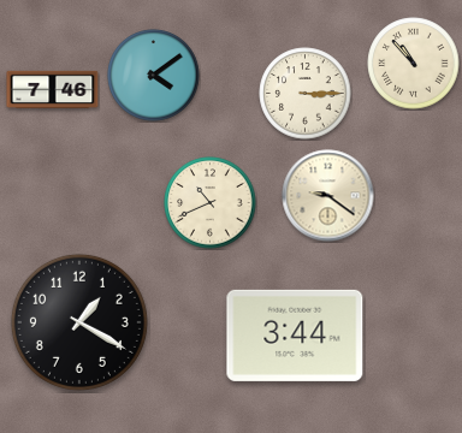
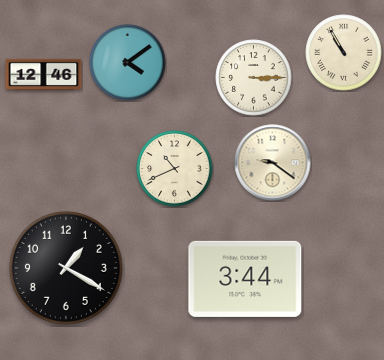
clock at (414, 64): 10:53 -> 10:55
clock at (53, 89): 7:46 -> 12:46
